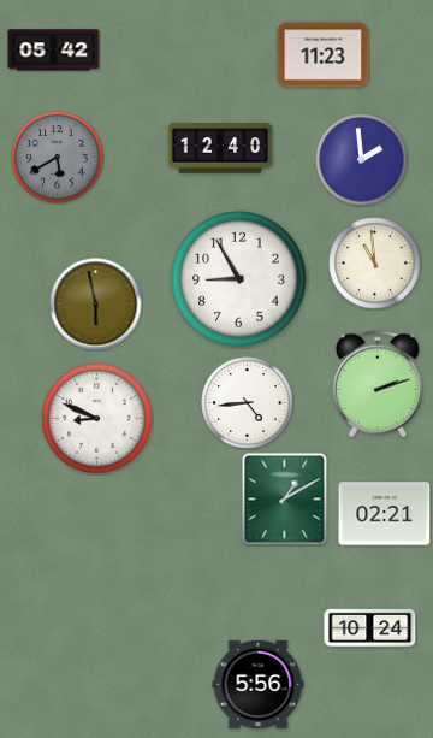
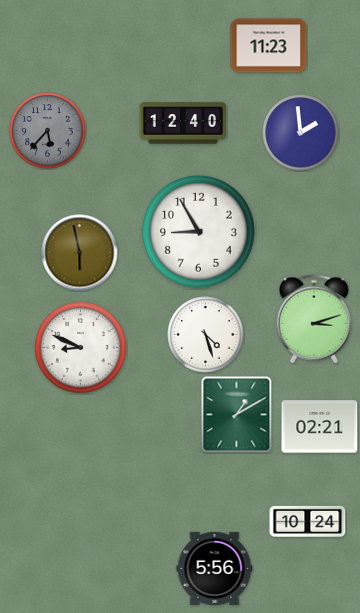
clock at (54, 51): 05:42 -> none
clock at (58, 158): 5:40 -> 5:37
clock at (375, 264): 10:59 -> none
clock at (378, 384): 2:12 -> 3:12
clock at (248, 403): 4:44 -> 4:27
